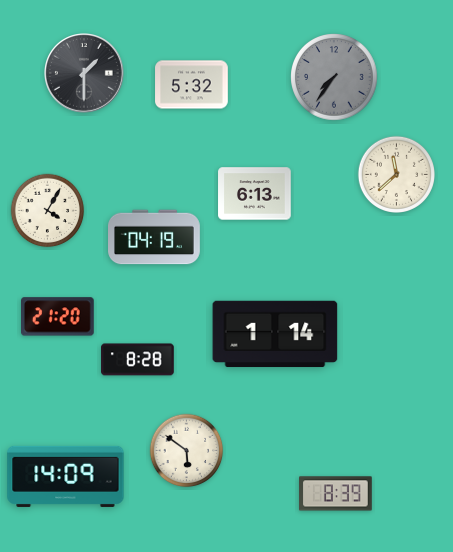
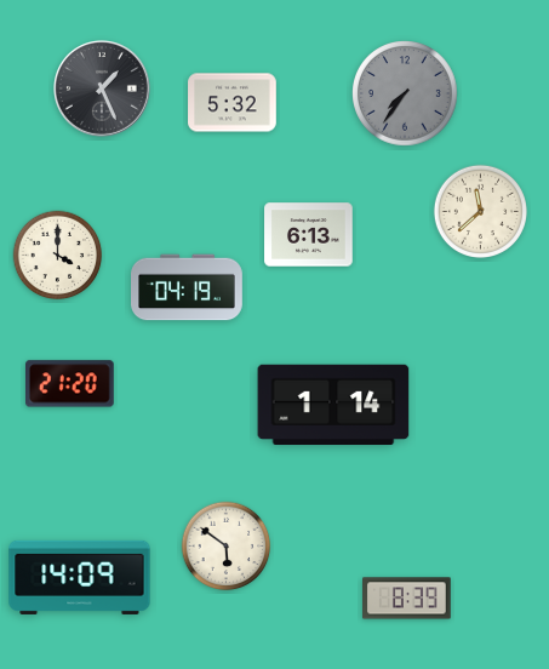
clock at (85, 74): 1:30 -> 1:26
clock at (48, 211): 4:05 -> 4:00
clock at (138, 360): 8:28 -> none
